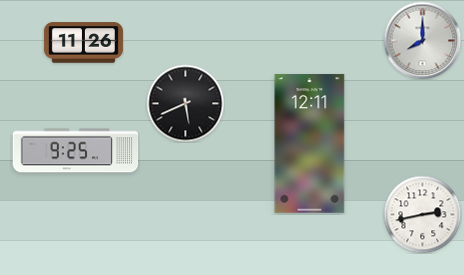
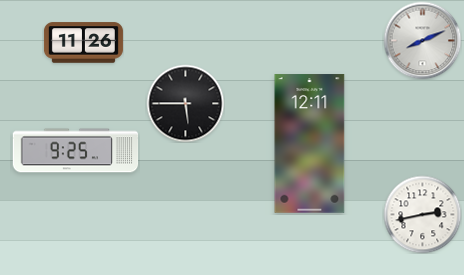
clock at (422, 40): 8:00 -> 8:11
clock at (185, 103): 5:41 -> 5:45
